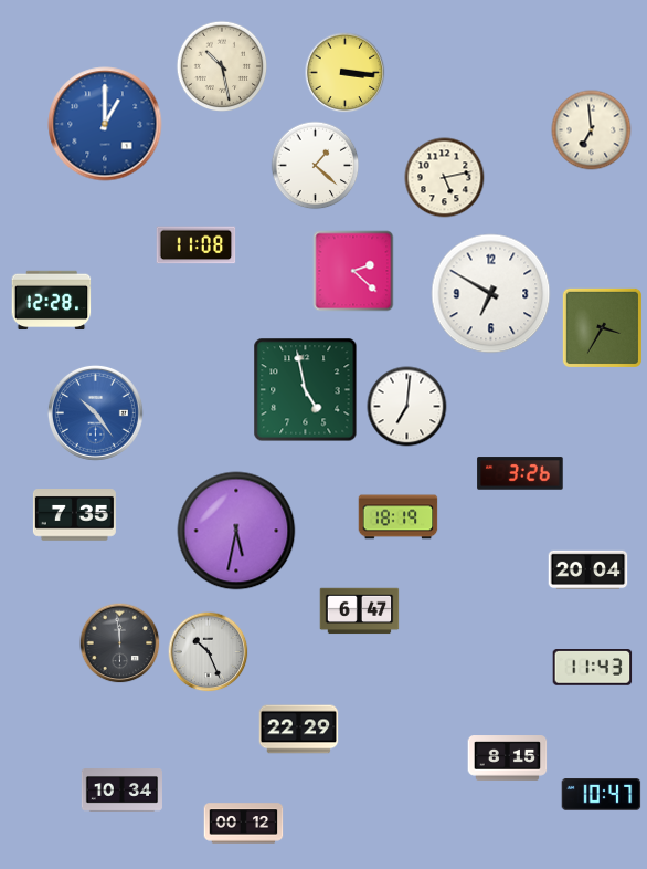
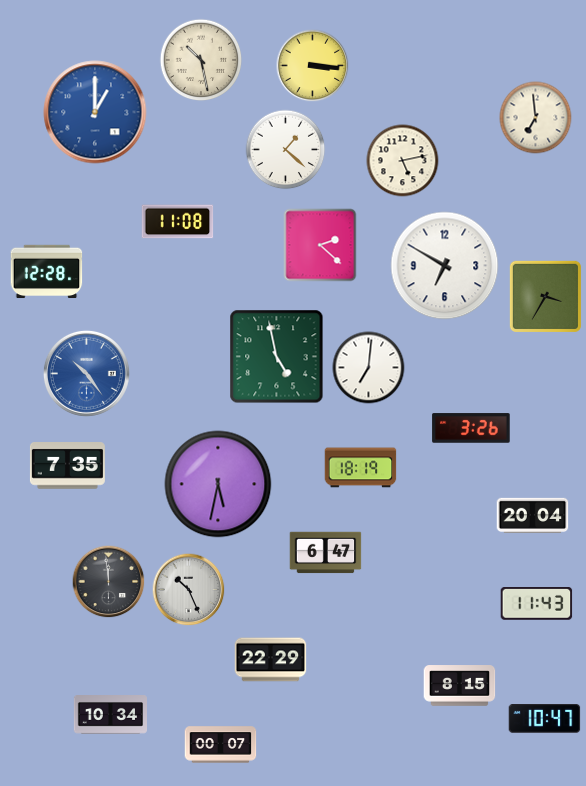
clock at (306, 390) position: (306, 390) -> (277, 357)
clock at (236, 531) position: (236, 531) -> (218, 484)
clock at (244, 824): 00:12 -> 00:07
